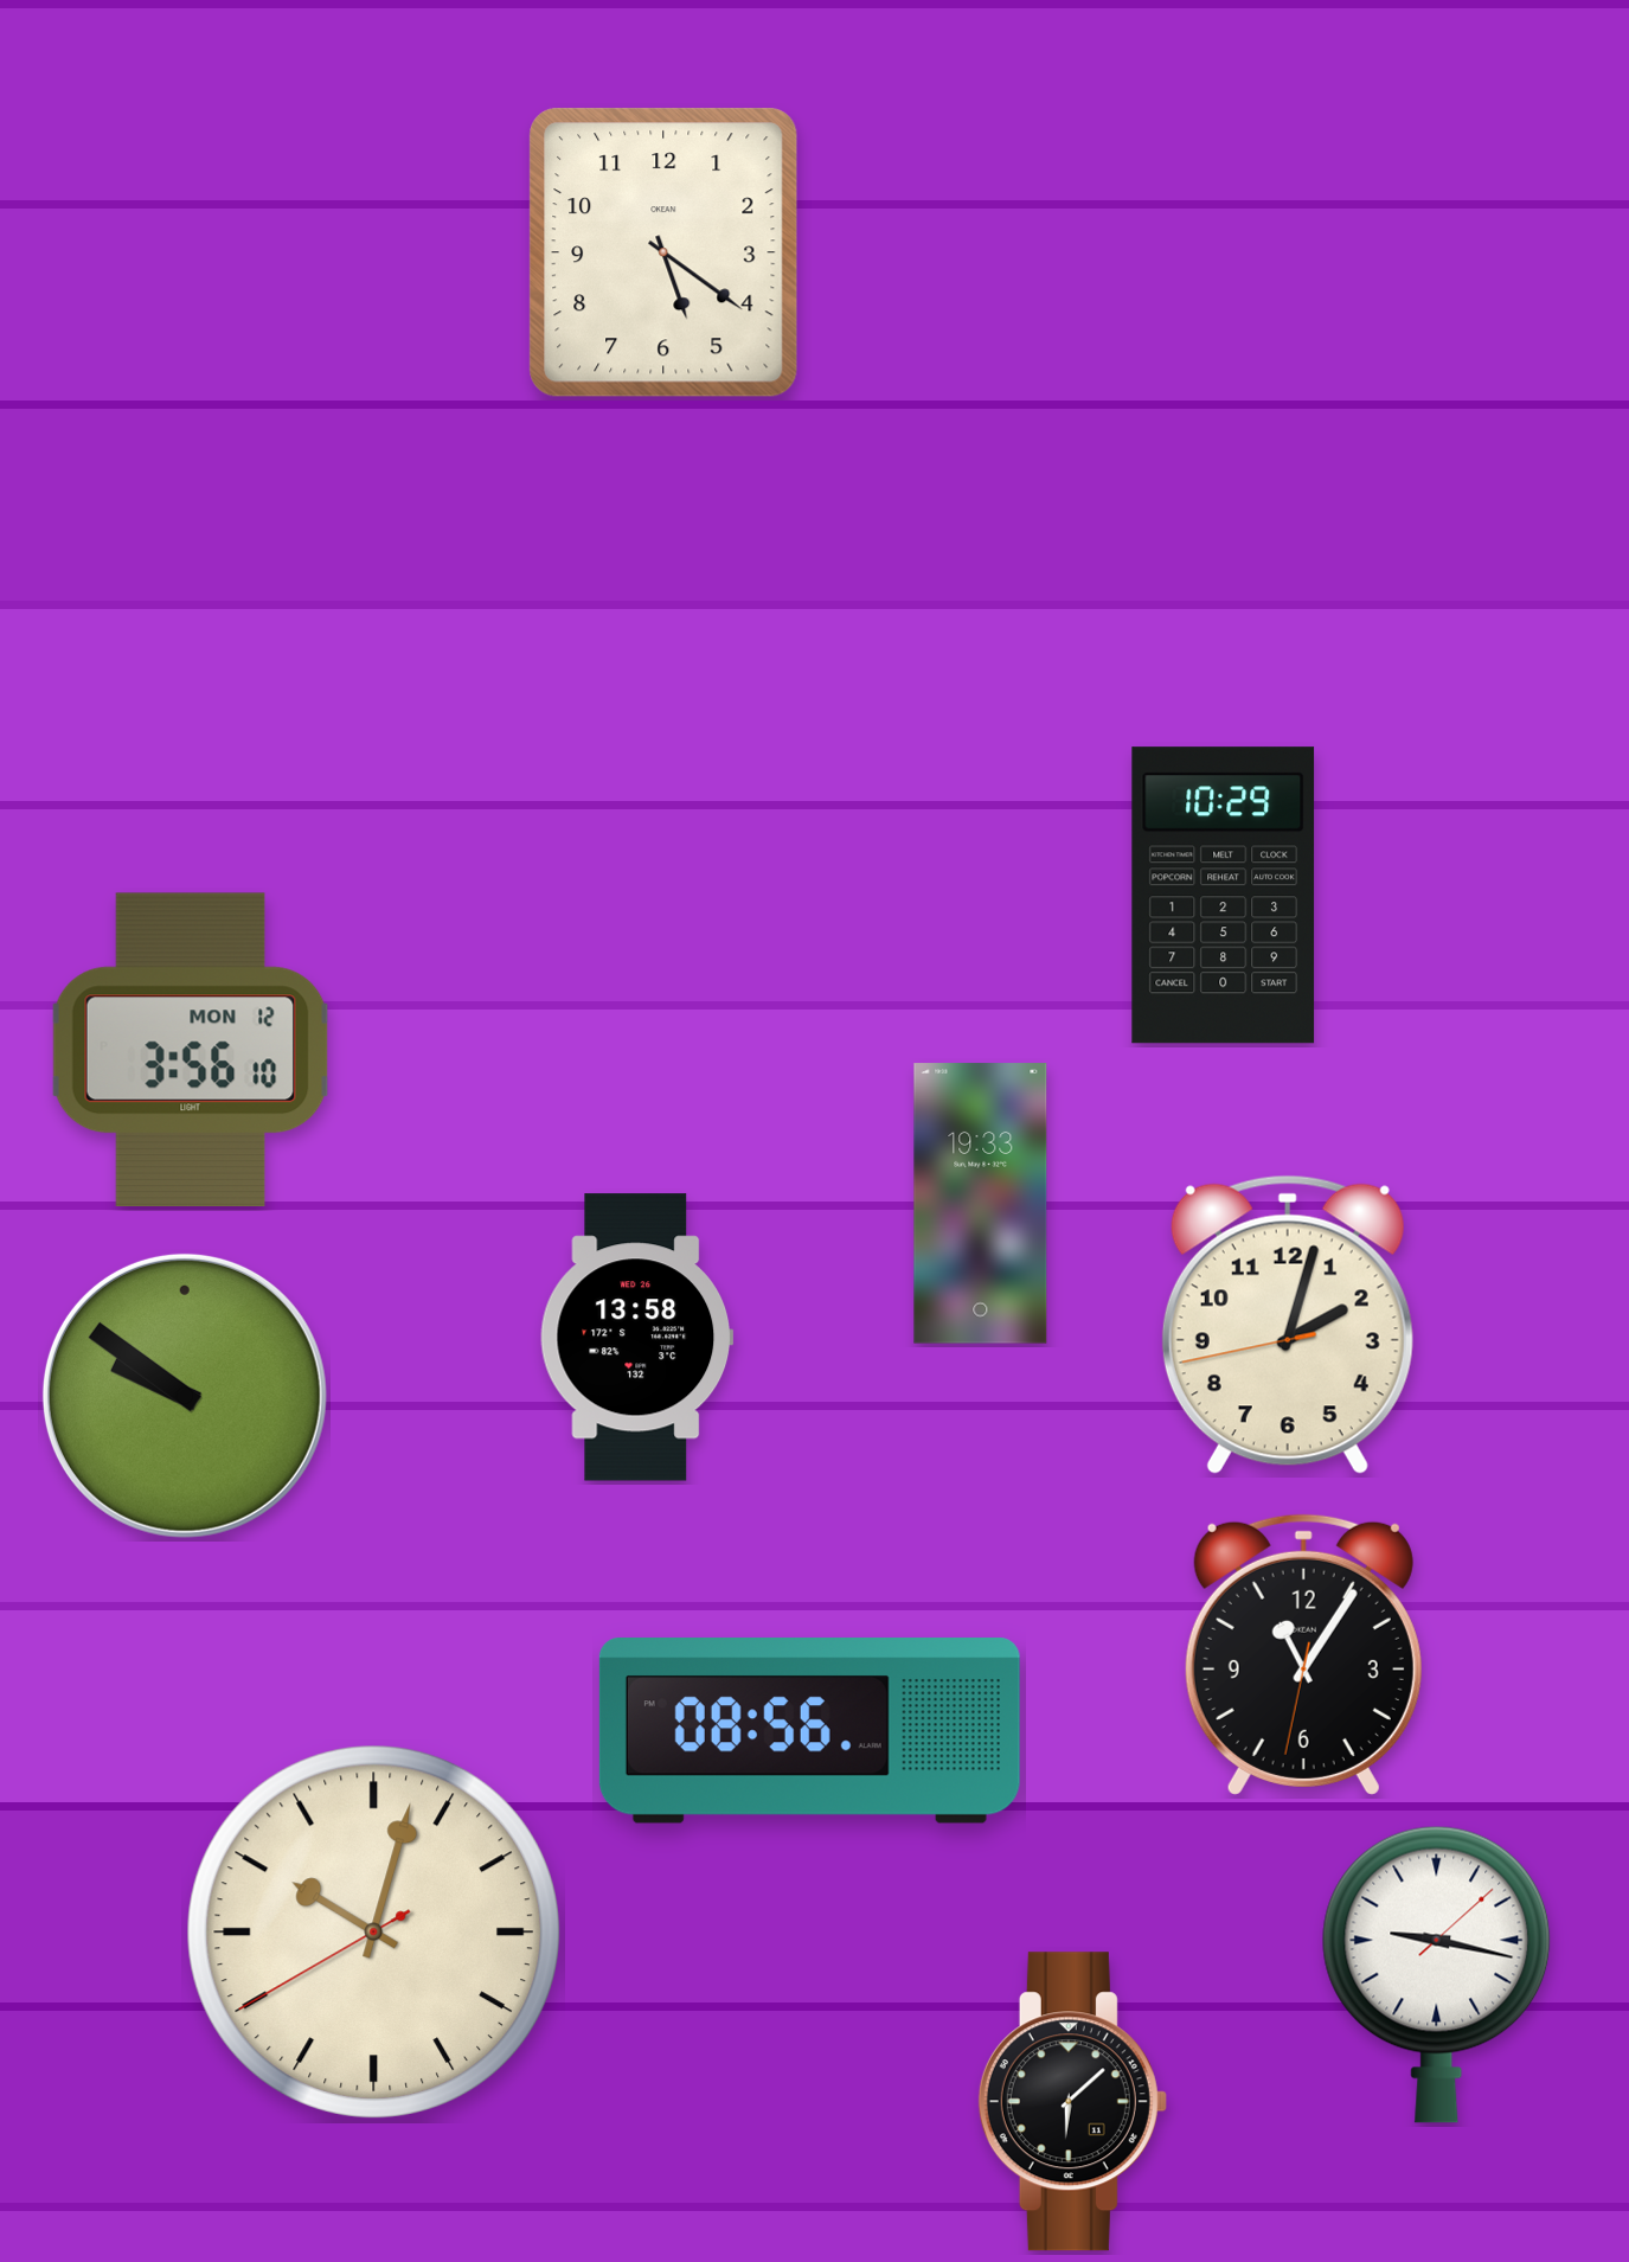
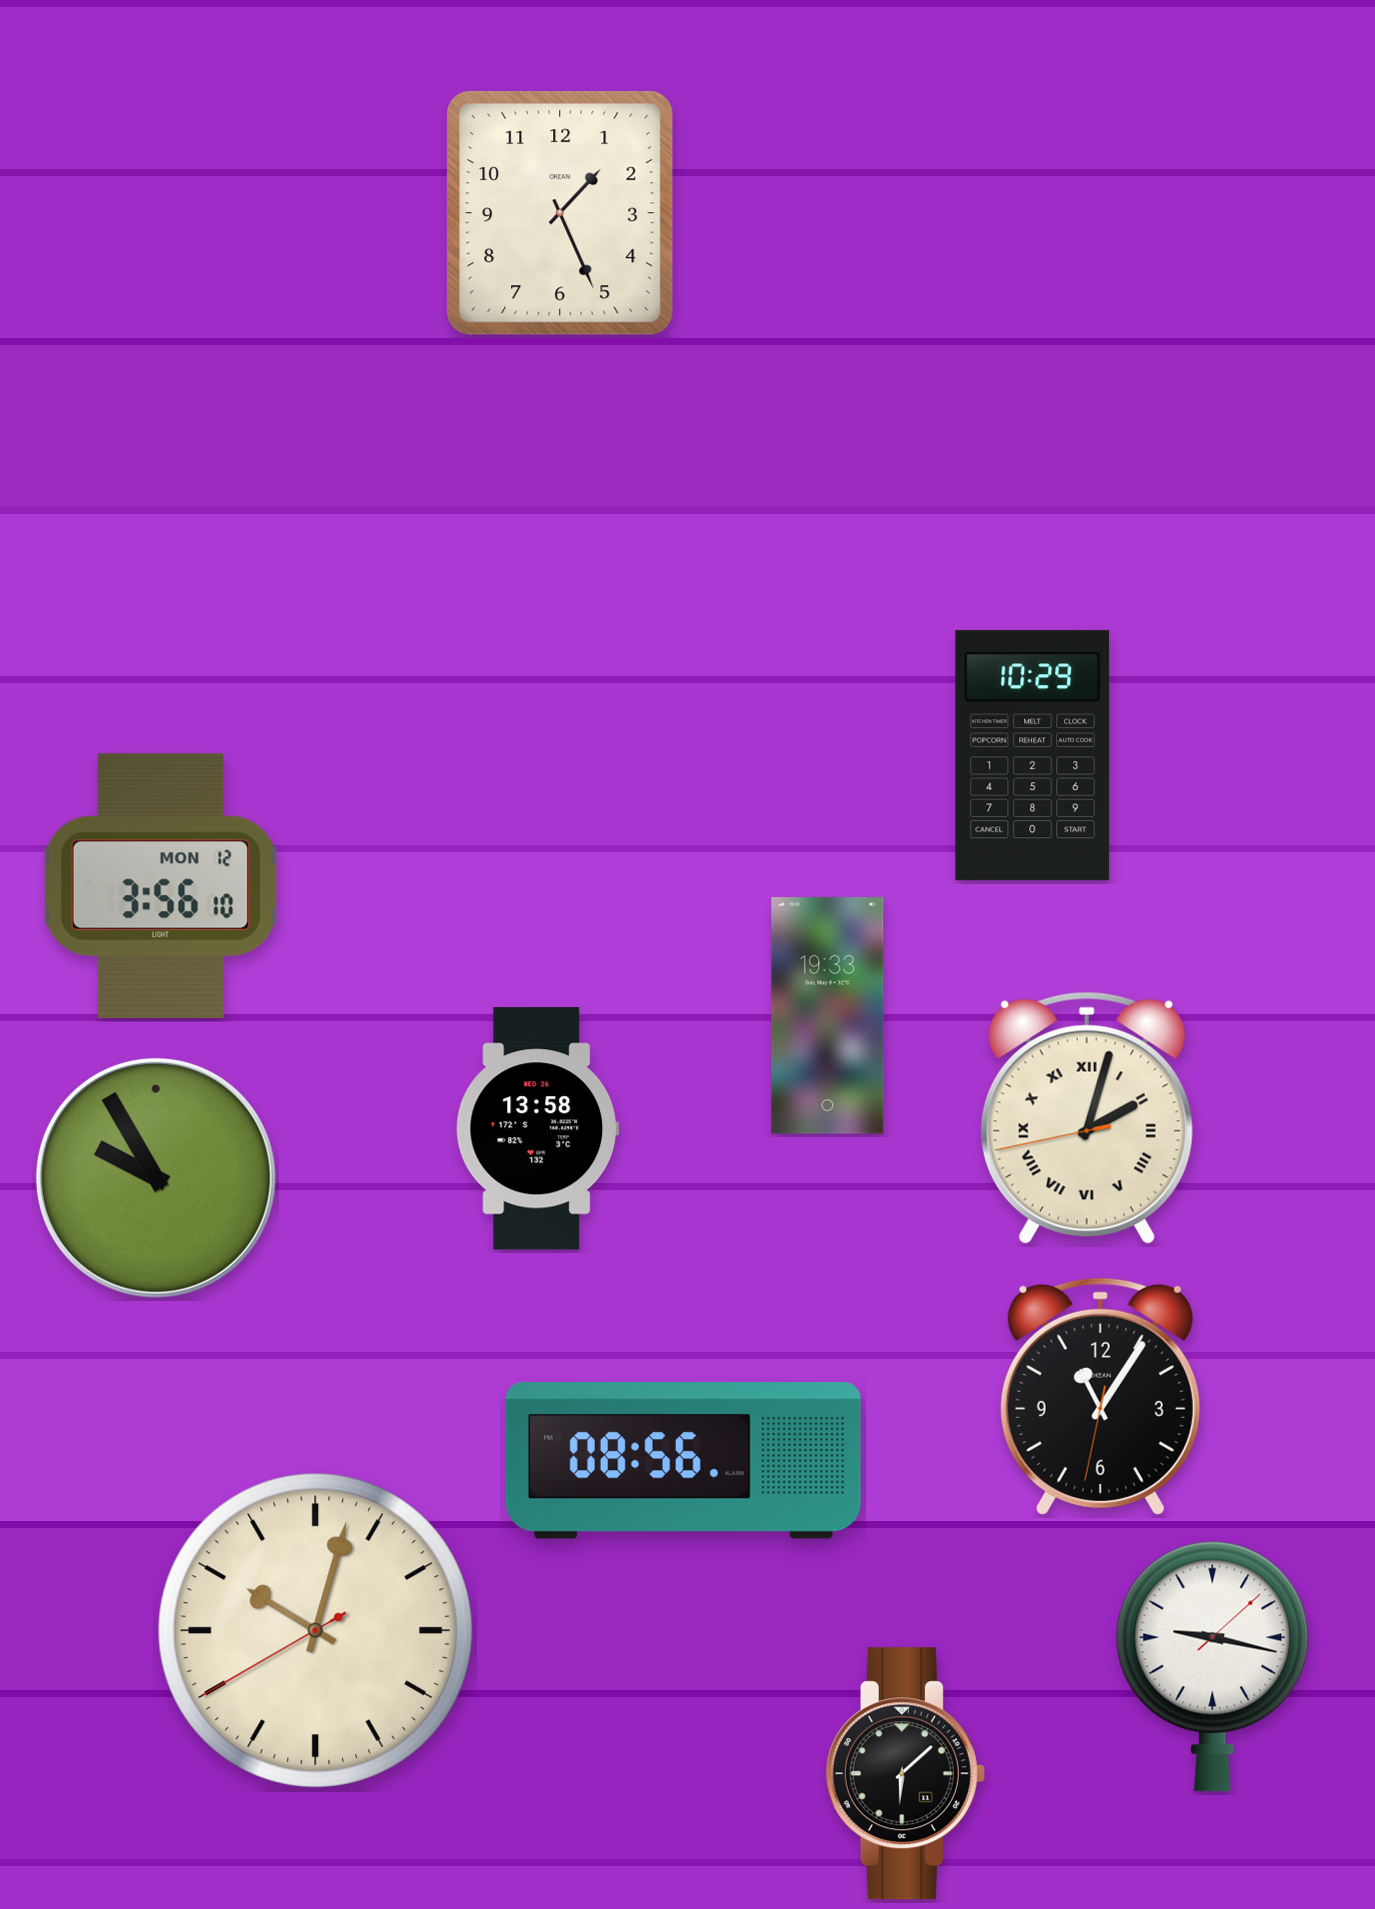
clock at (663, 252): 5:21 -> 1:26
clock at (1288, 1325) numerals: Arabic -> Roman
clock at (185, 1396): 9:51 -> 9:55
